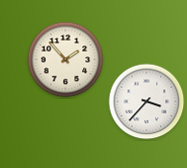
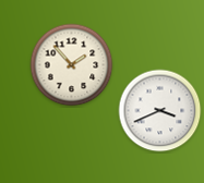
clock at (147, 102): 3:37 -> 3:41
